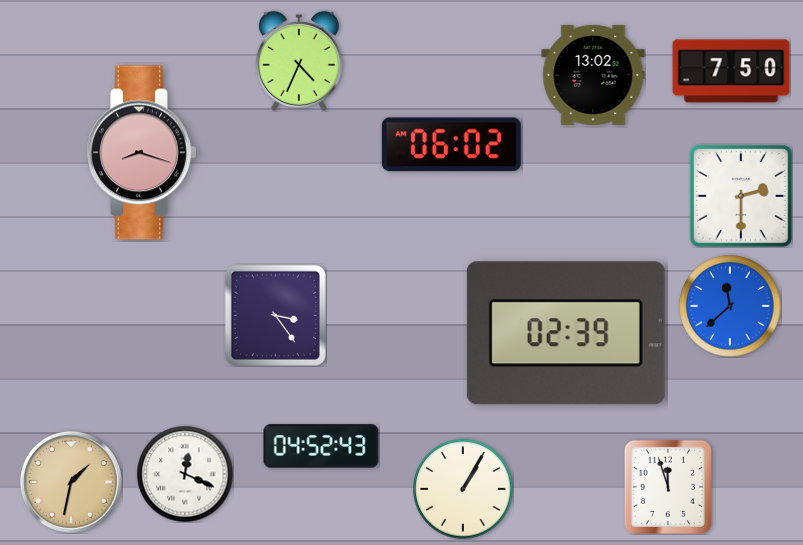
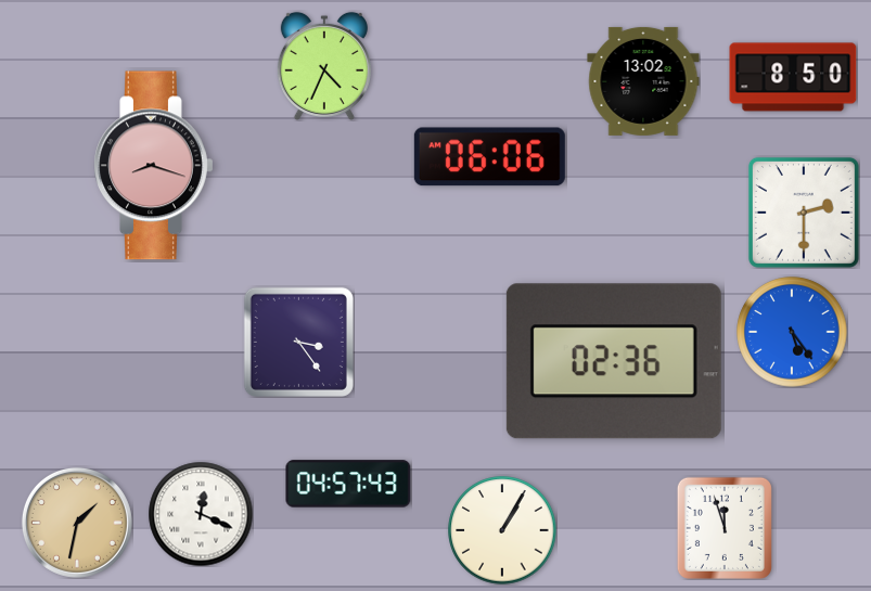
clock at (731, 71): 7:50 -> 8:50
clock at (451, 145): 06:02 -> 06:06
clock at (730, 306): 11:38 -> 5:24
clock at (566, 333): 02:39 -> 02:36
clock at (321, 446): 04:52 -> 04:57
